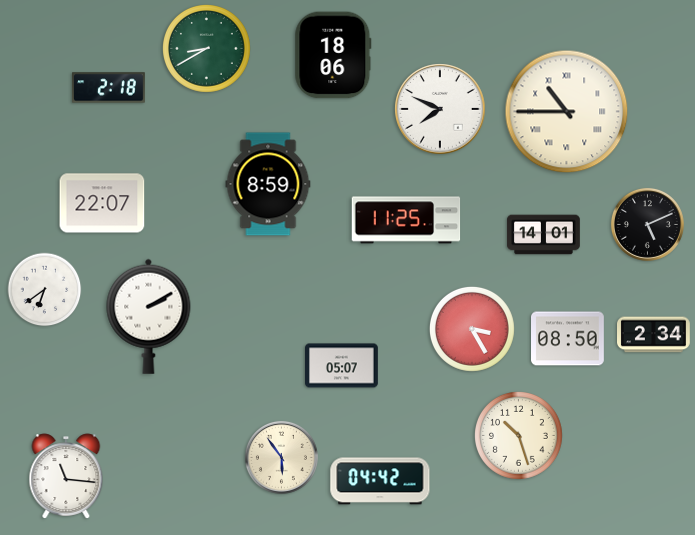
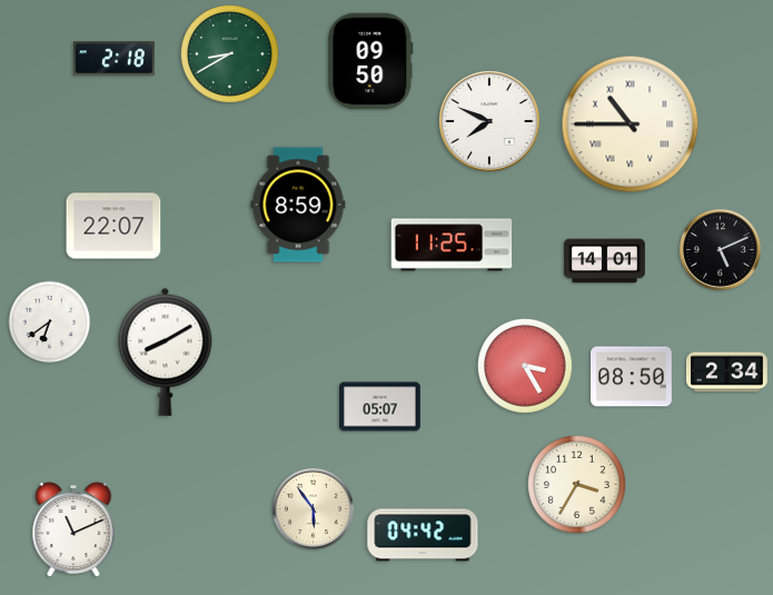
clock at (333, 55): 18:06 -> 09:50
clock at (109, 88) position: (109, 88) -> (115, 59)
clock at (149, 316): 2:10 -> 8:10
clock at (519, 436): 10:27 -> 3:35
clock at (66, 476): 11:16 -> 11:11
